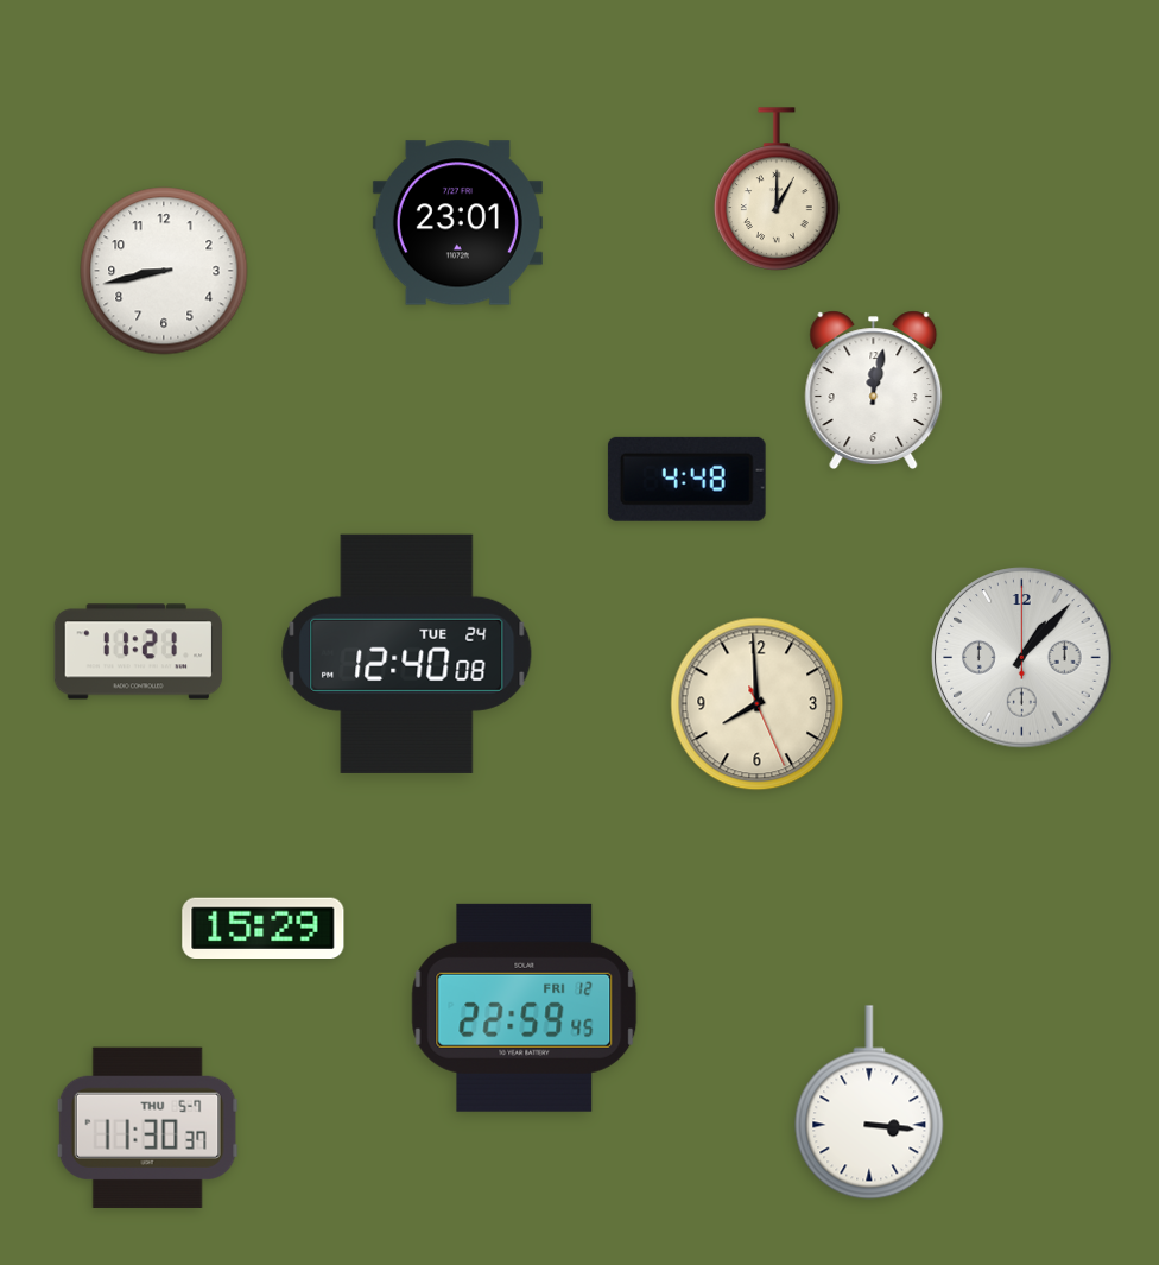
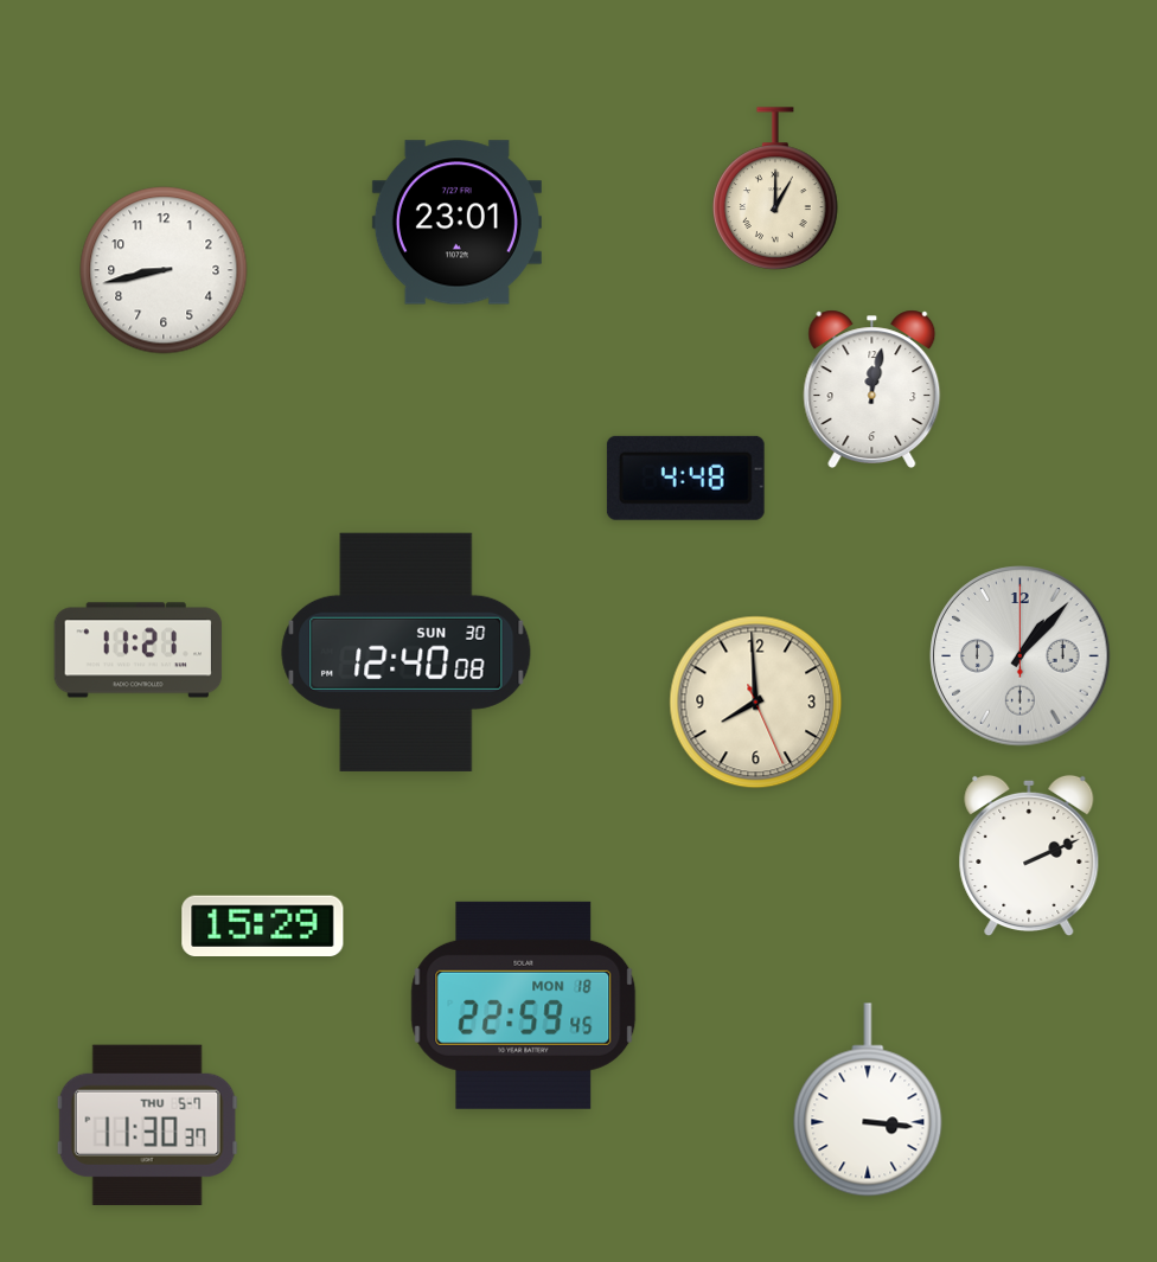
clock at (407, 653) date: TUE 24 -> SUN 30
clock at (1029, 856): none -> 2:11
clock at (525, 1007) date: FRI 12 -> MON 18
